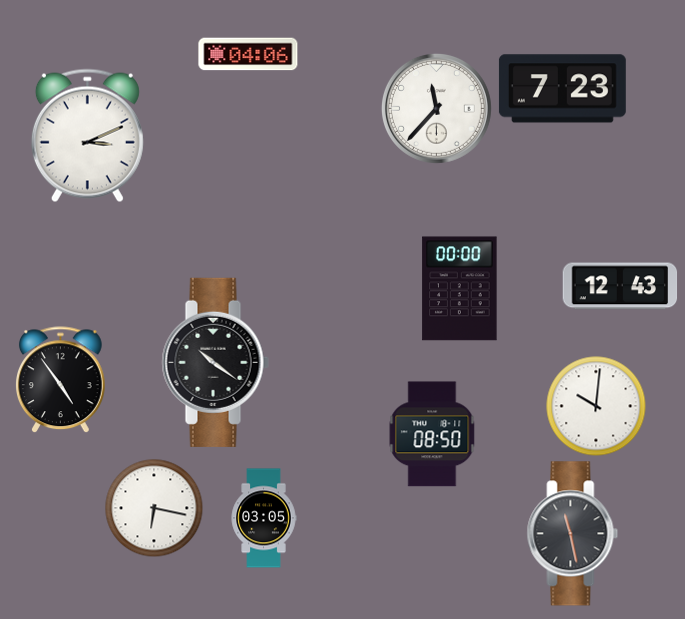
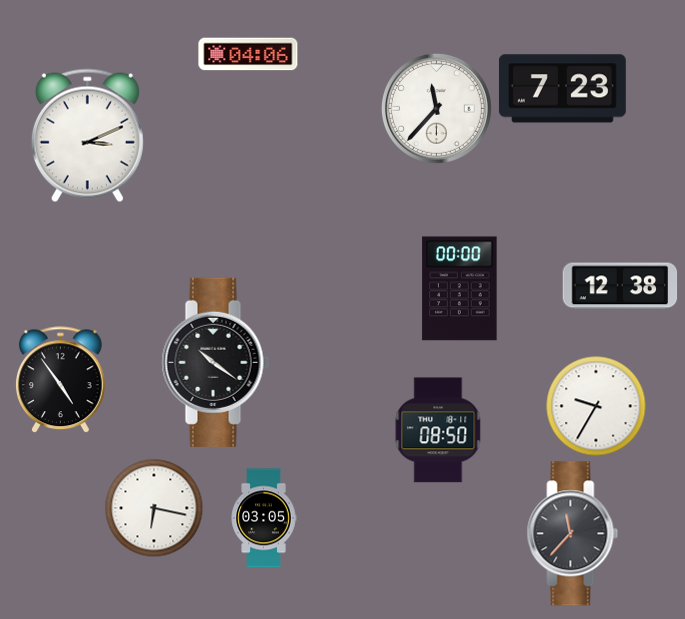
clock at (620, 286): 12:43 -> 12:38
clock at (596, 406): 10:01 -> 9:35
clock at (432, 434) position: (432, 434) -> (438, 430)
clock at (573, 534): 11:28 -> 11:37
